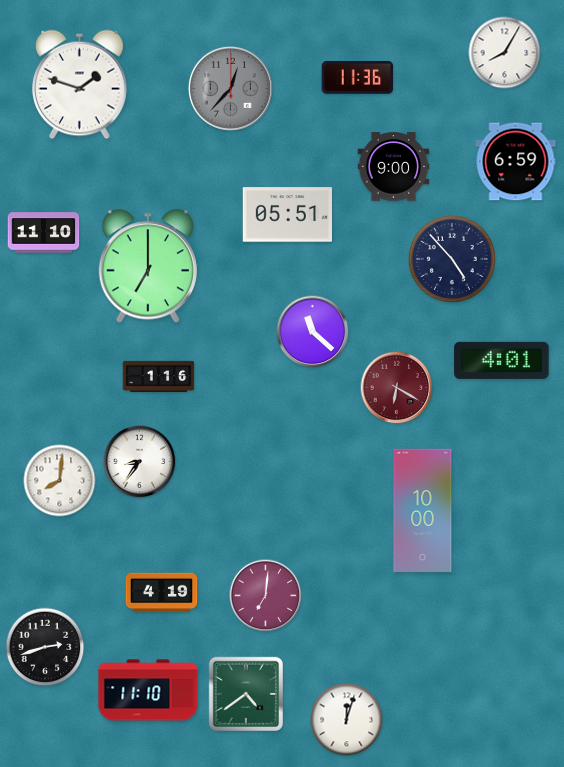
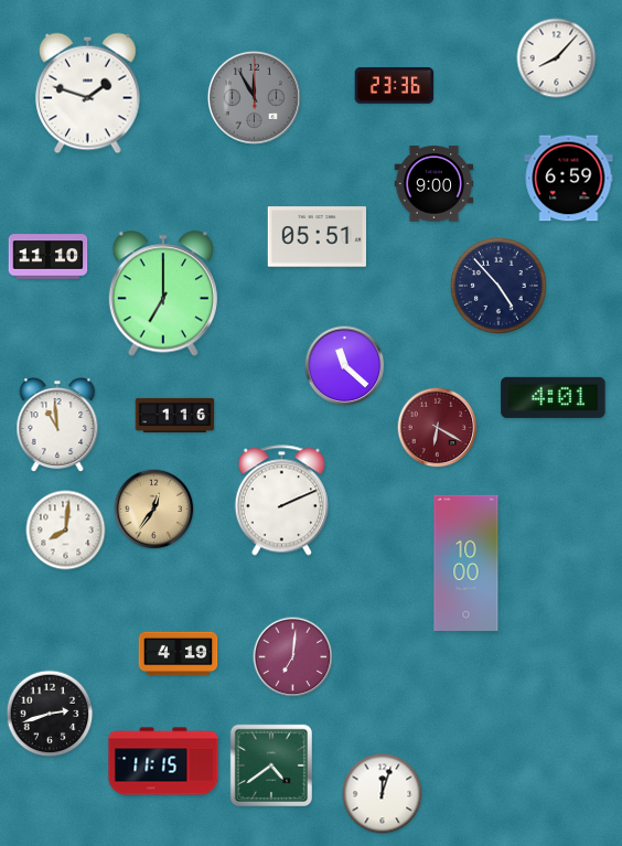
clock at (505, 53): 8:05 -> 8:07
clock at (358, 78): 11:36 -> 23:36
clock at (230, 88): 12:37 -> 11:55
clock at (57, 426): none -> 10:59
clock at (281, 501): none -> 2:11
clock at (140, 462): 8:36 -> 12:36
clock at (140, 462) dial: white -> champagne
clock at (148, 690): 11:10 -> 11:15
